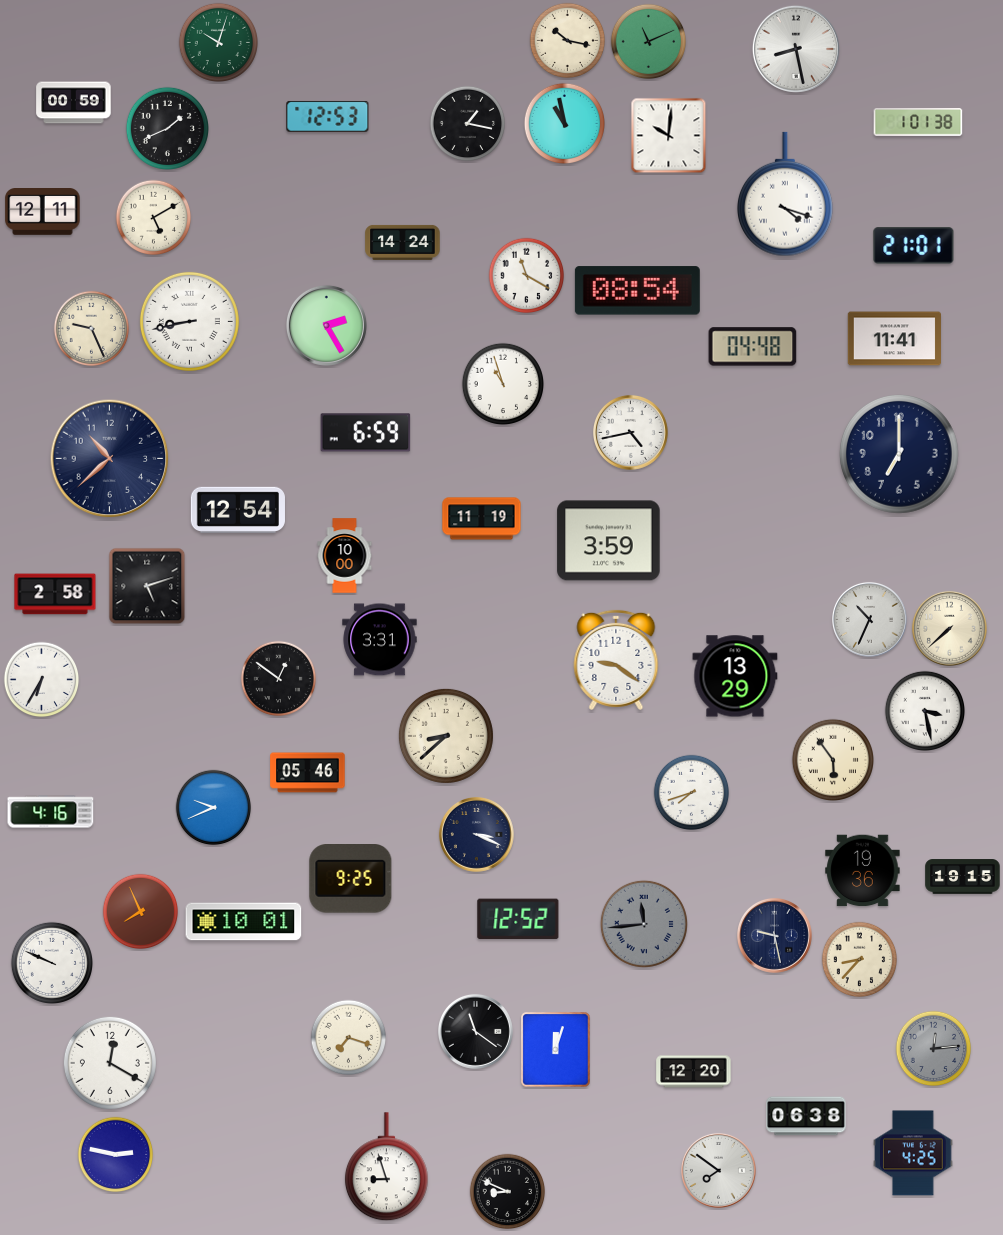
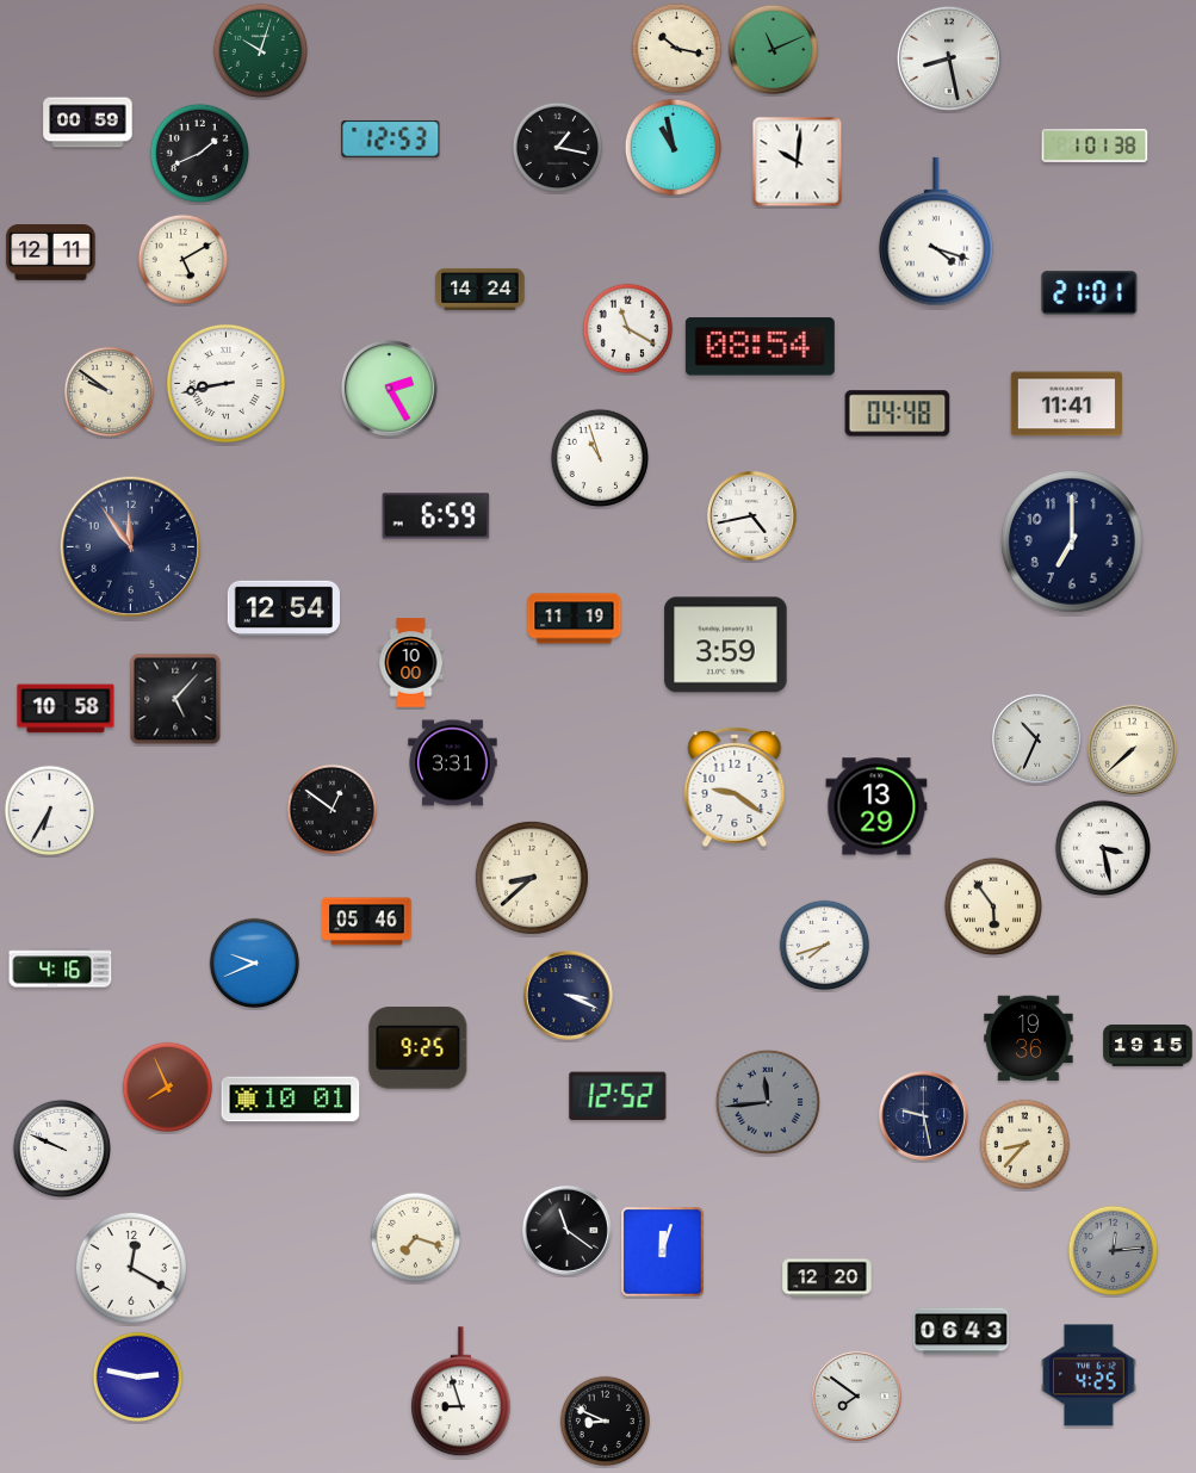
clock at (92, 329): 9:26 -> 9:51
clock at (110, 459): 10:38 -> 11:54
clock at (147, 586): 5:12 -> 5:07
clock at (55, 594): 2:58 -> 10:58
clock at (806, 1116): 06:38 -> 06:43
